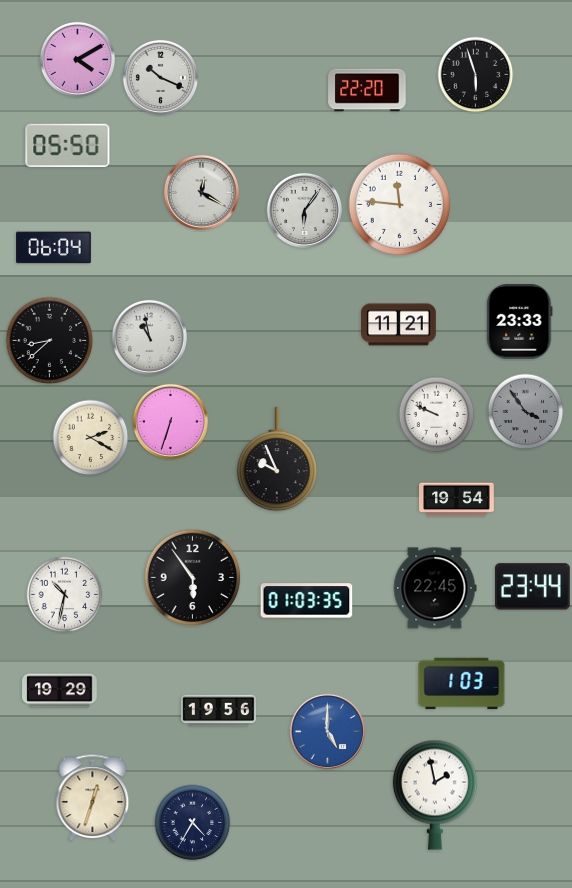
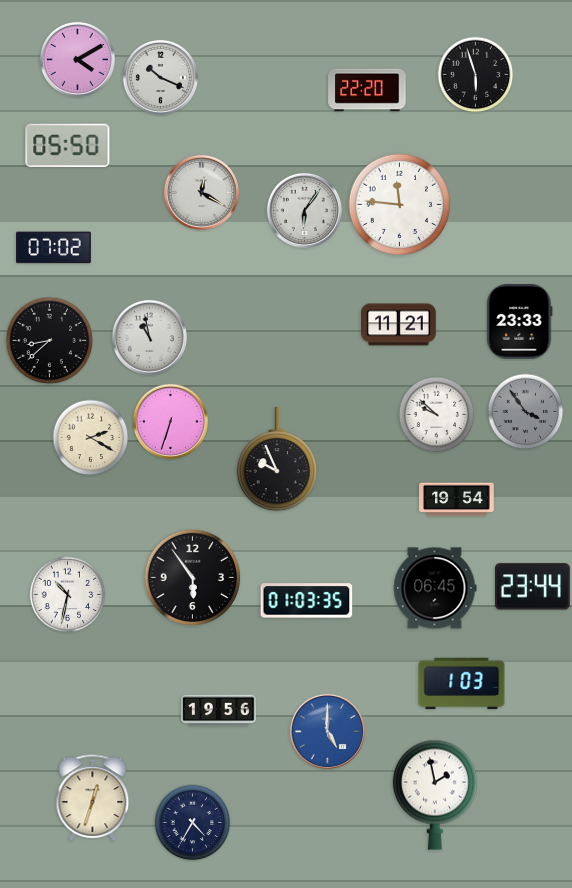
clock at (54, 248): 06:04 -> 07:02
clock at (437, 415): 9:49 -> 9:52
clock at (435, 588): 22:45 -> 06:45
clock at (65, 595) position: (65, 595) -> (68, 595)
clock at (60, 691): 19:29 -> none
